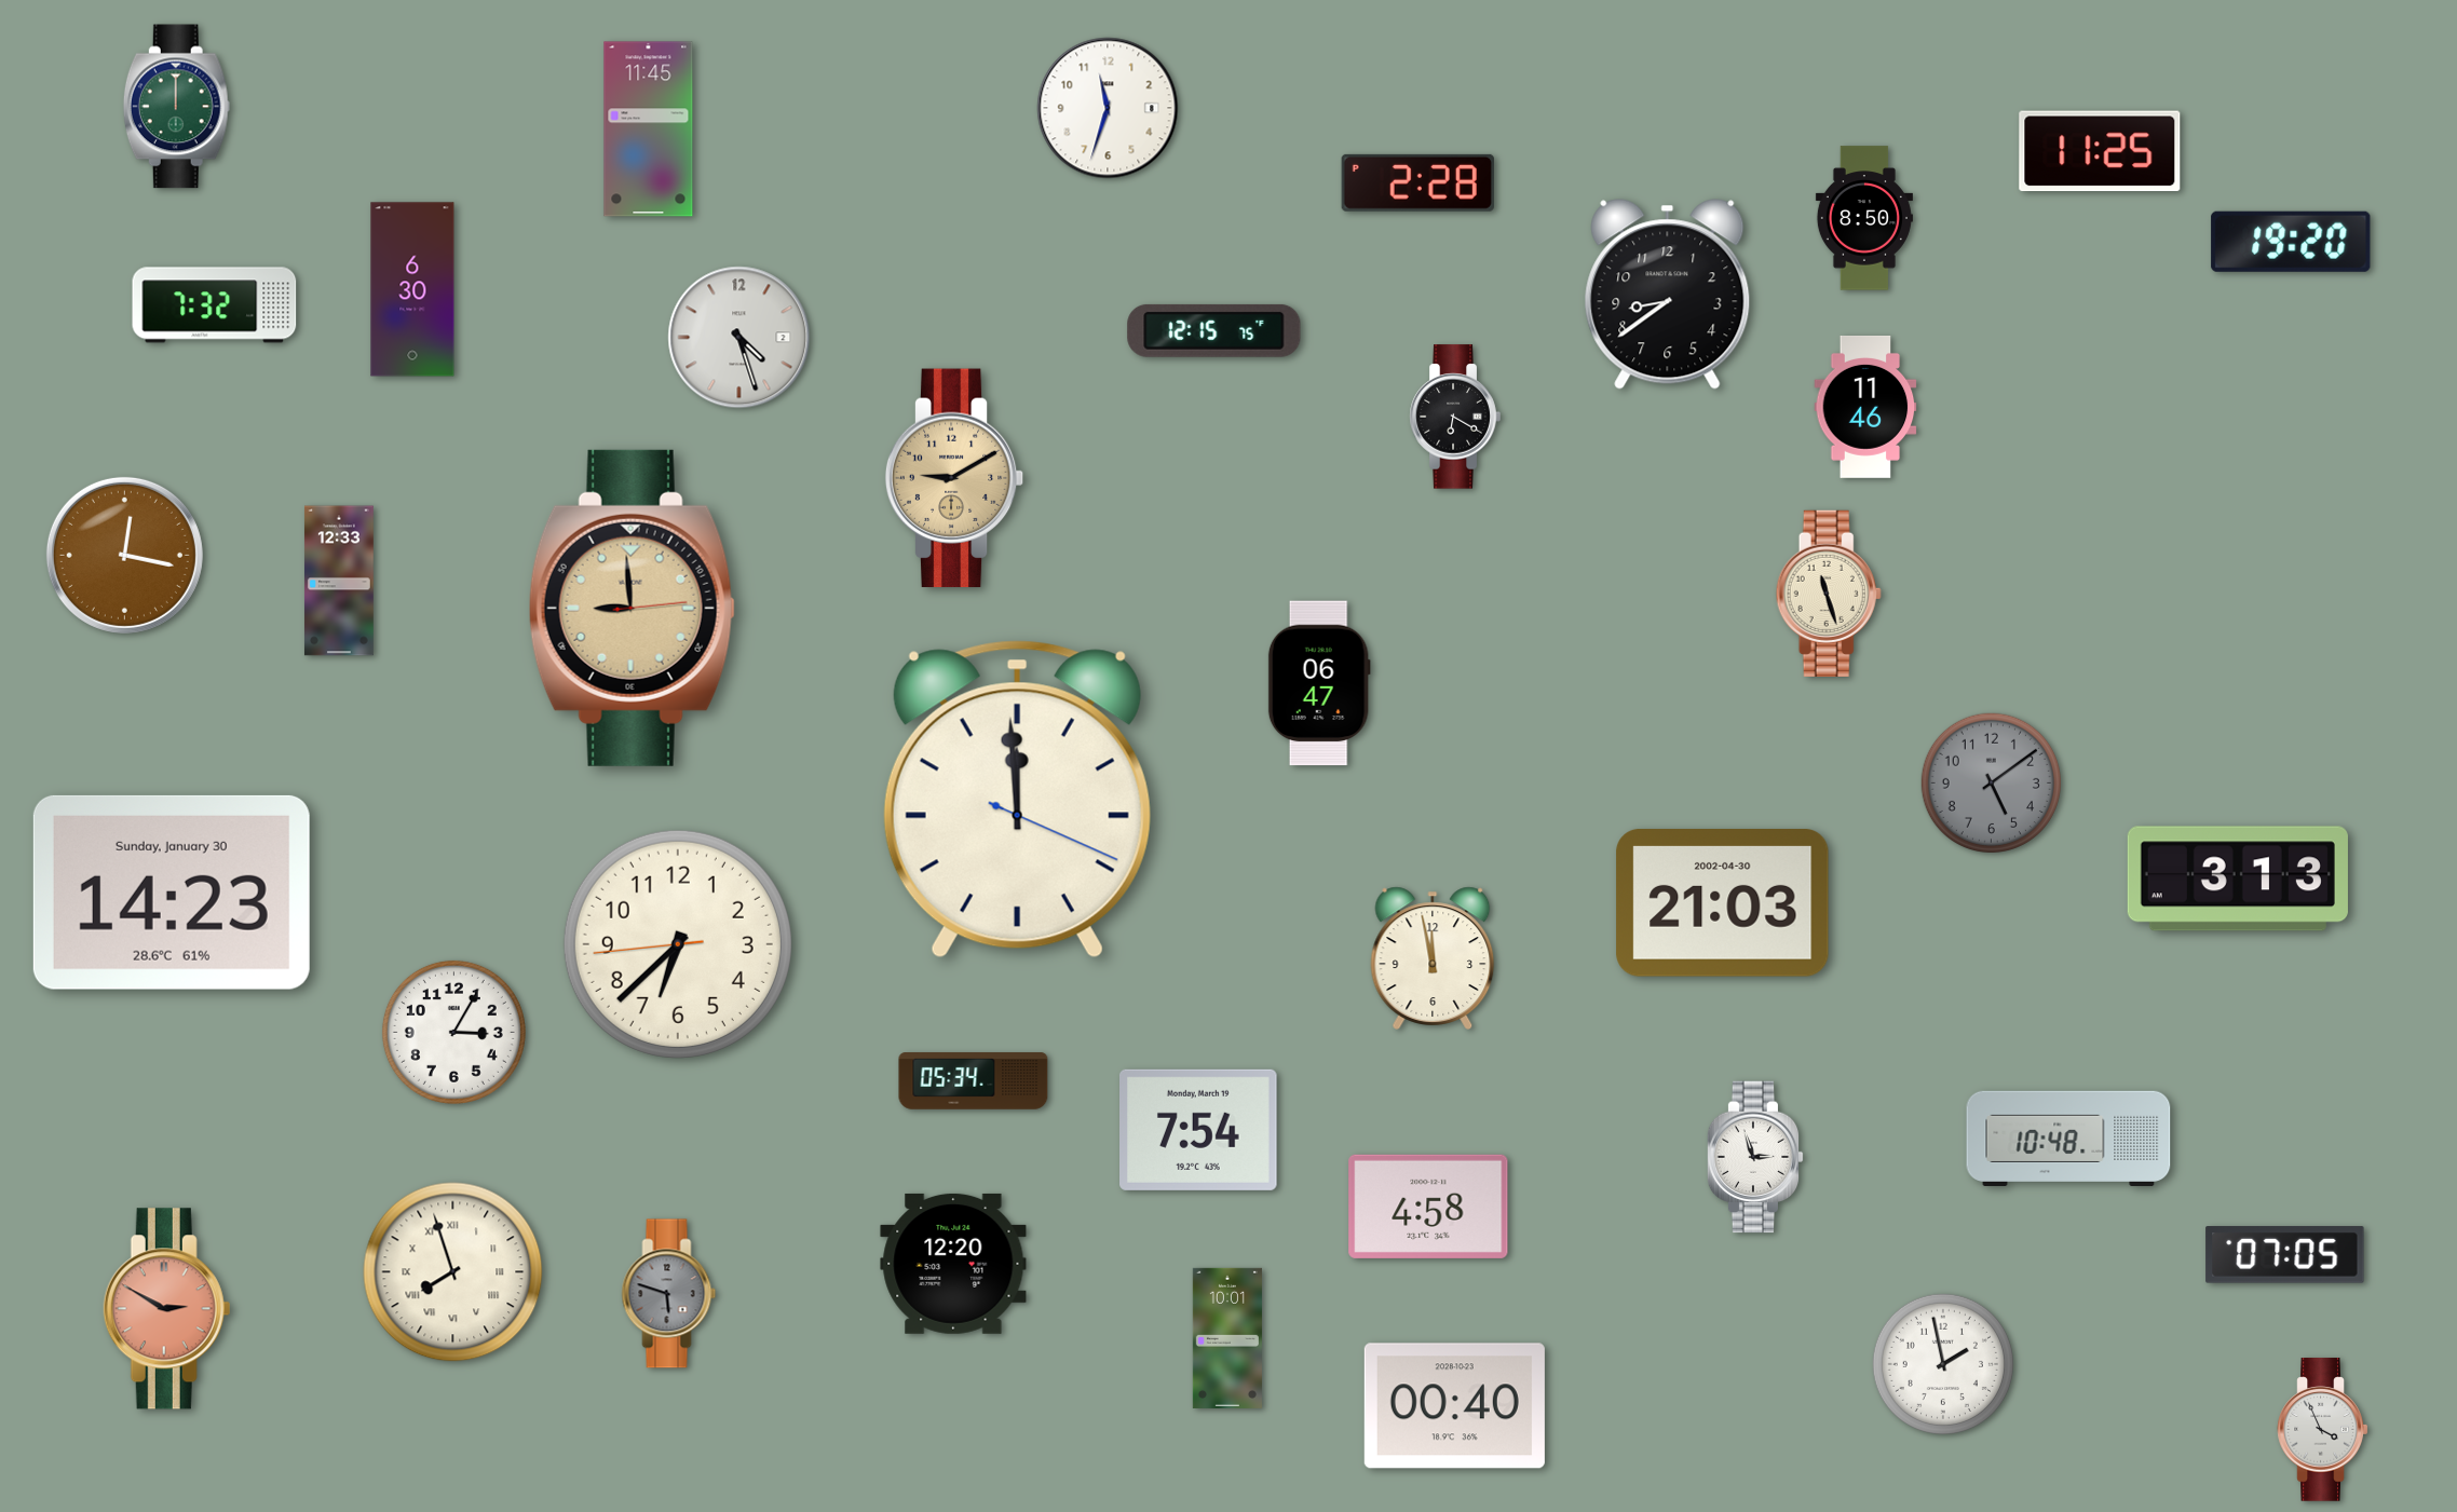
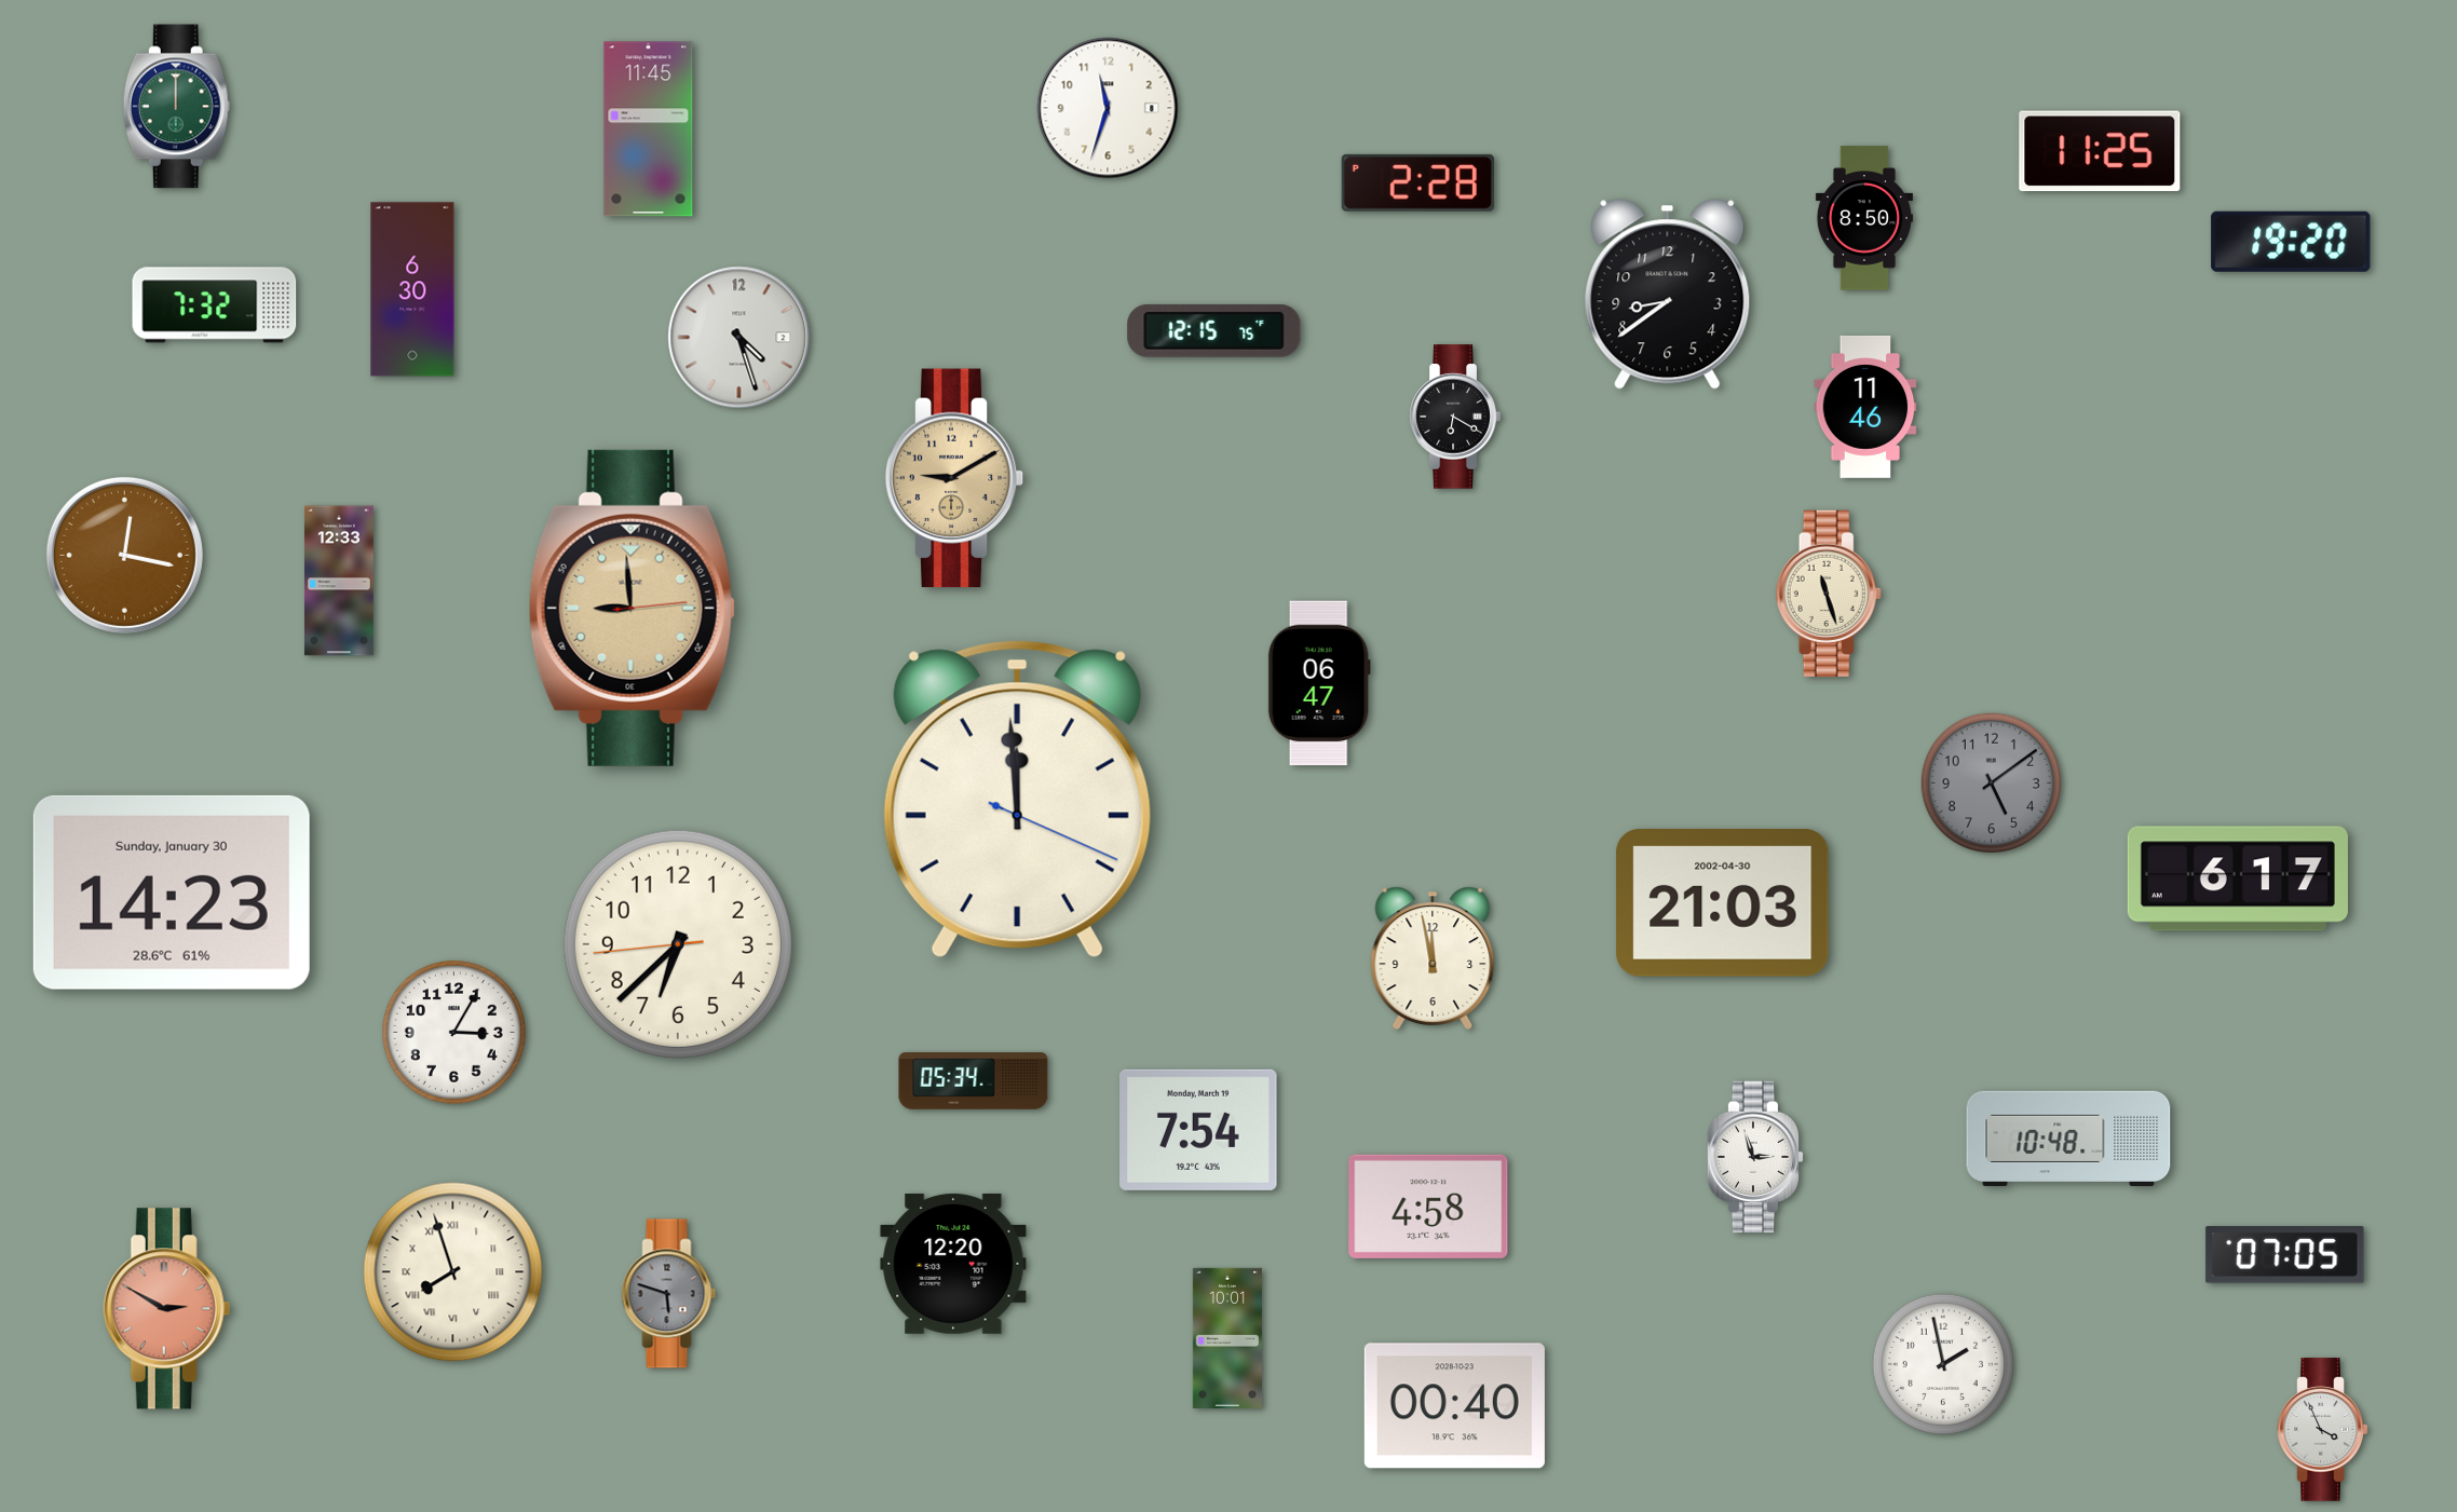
clock at (2238, 878): 3:13 -> 6:17
